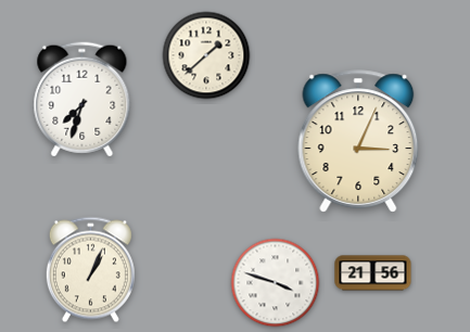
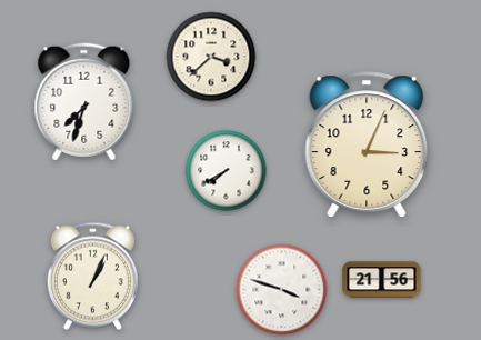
clock at (206, 55): 1:38 -> 3:38
clock at (227, 171): none -> 7:40
